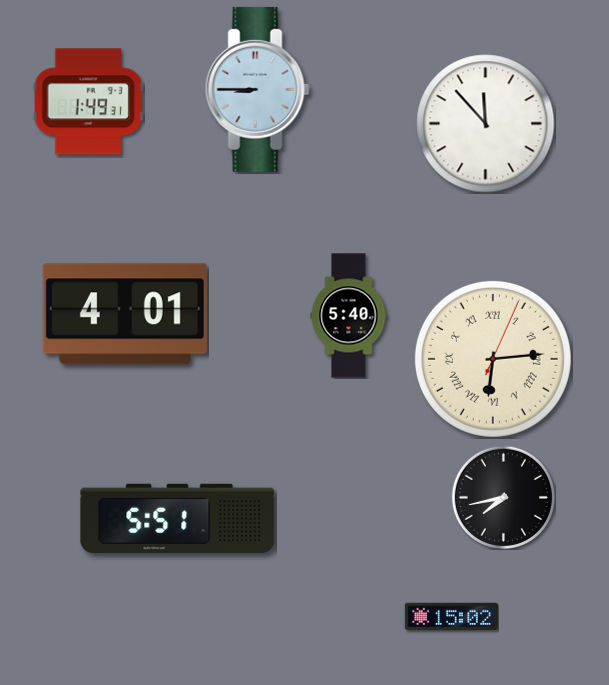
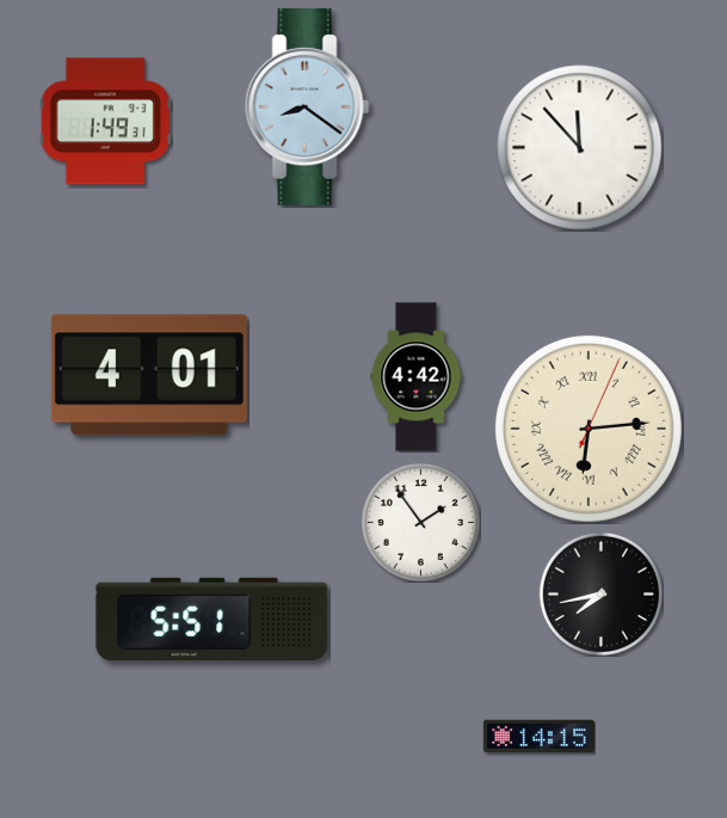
clock at (257, 89): 8:45 -> 8:21
clock at (349, 316): 5:40 -> 4:42
clock at (420, 522): none -> 1:54
clock at (451, 617): 15:02 -> 14:15
